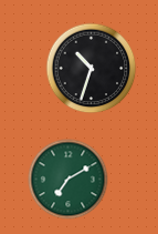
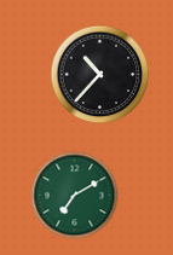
clock at (92, 69): 10:33 -> 10:37
